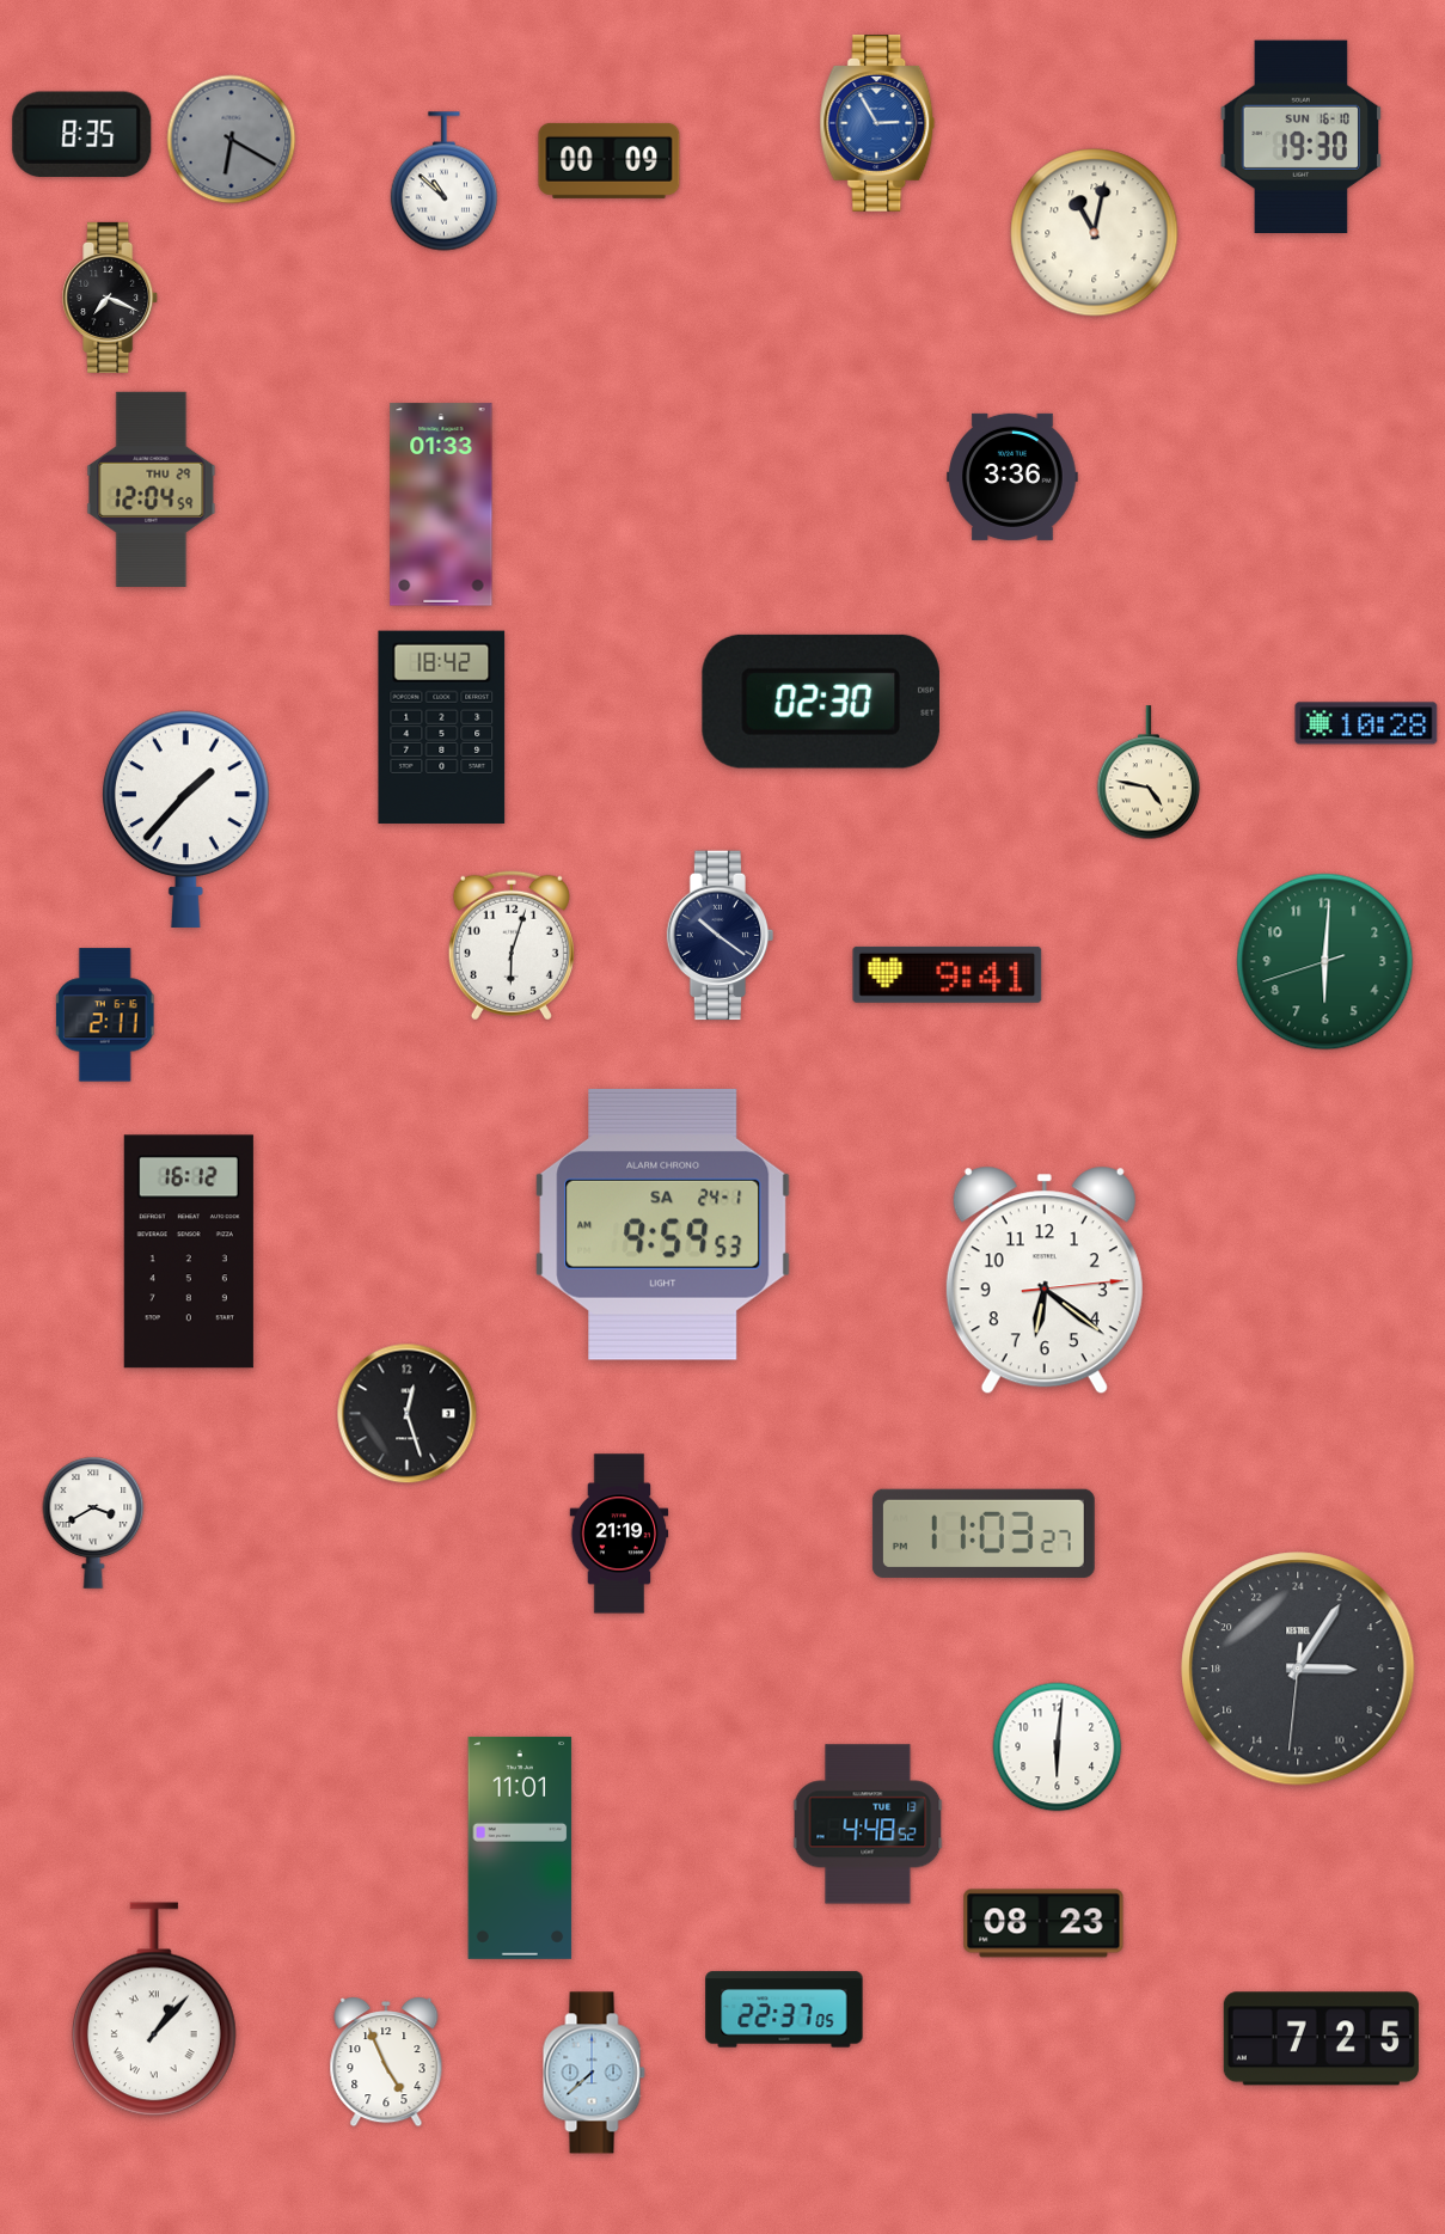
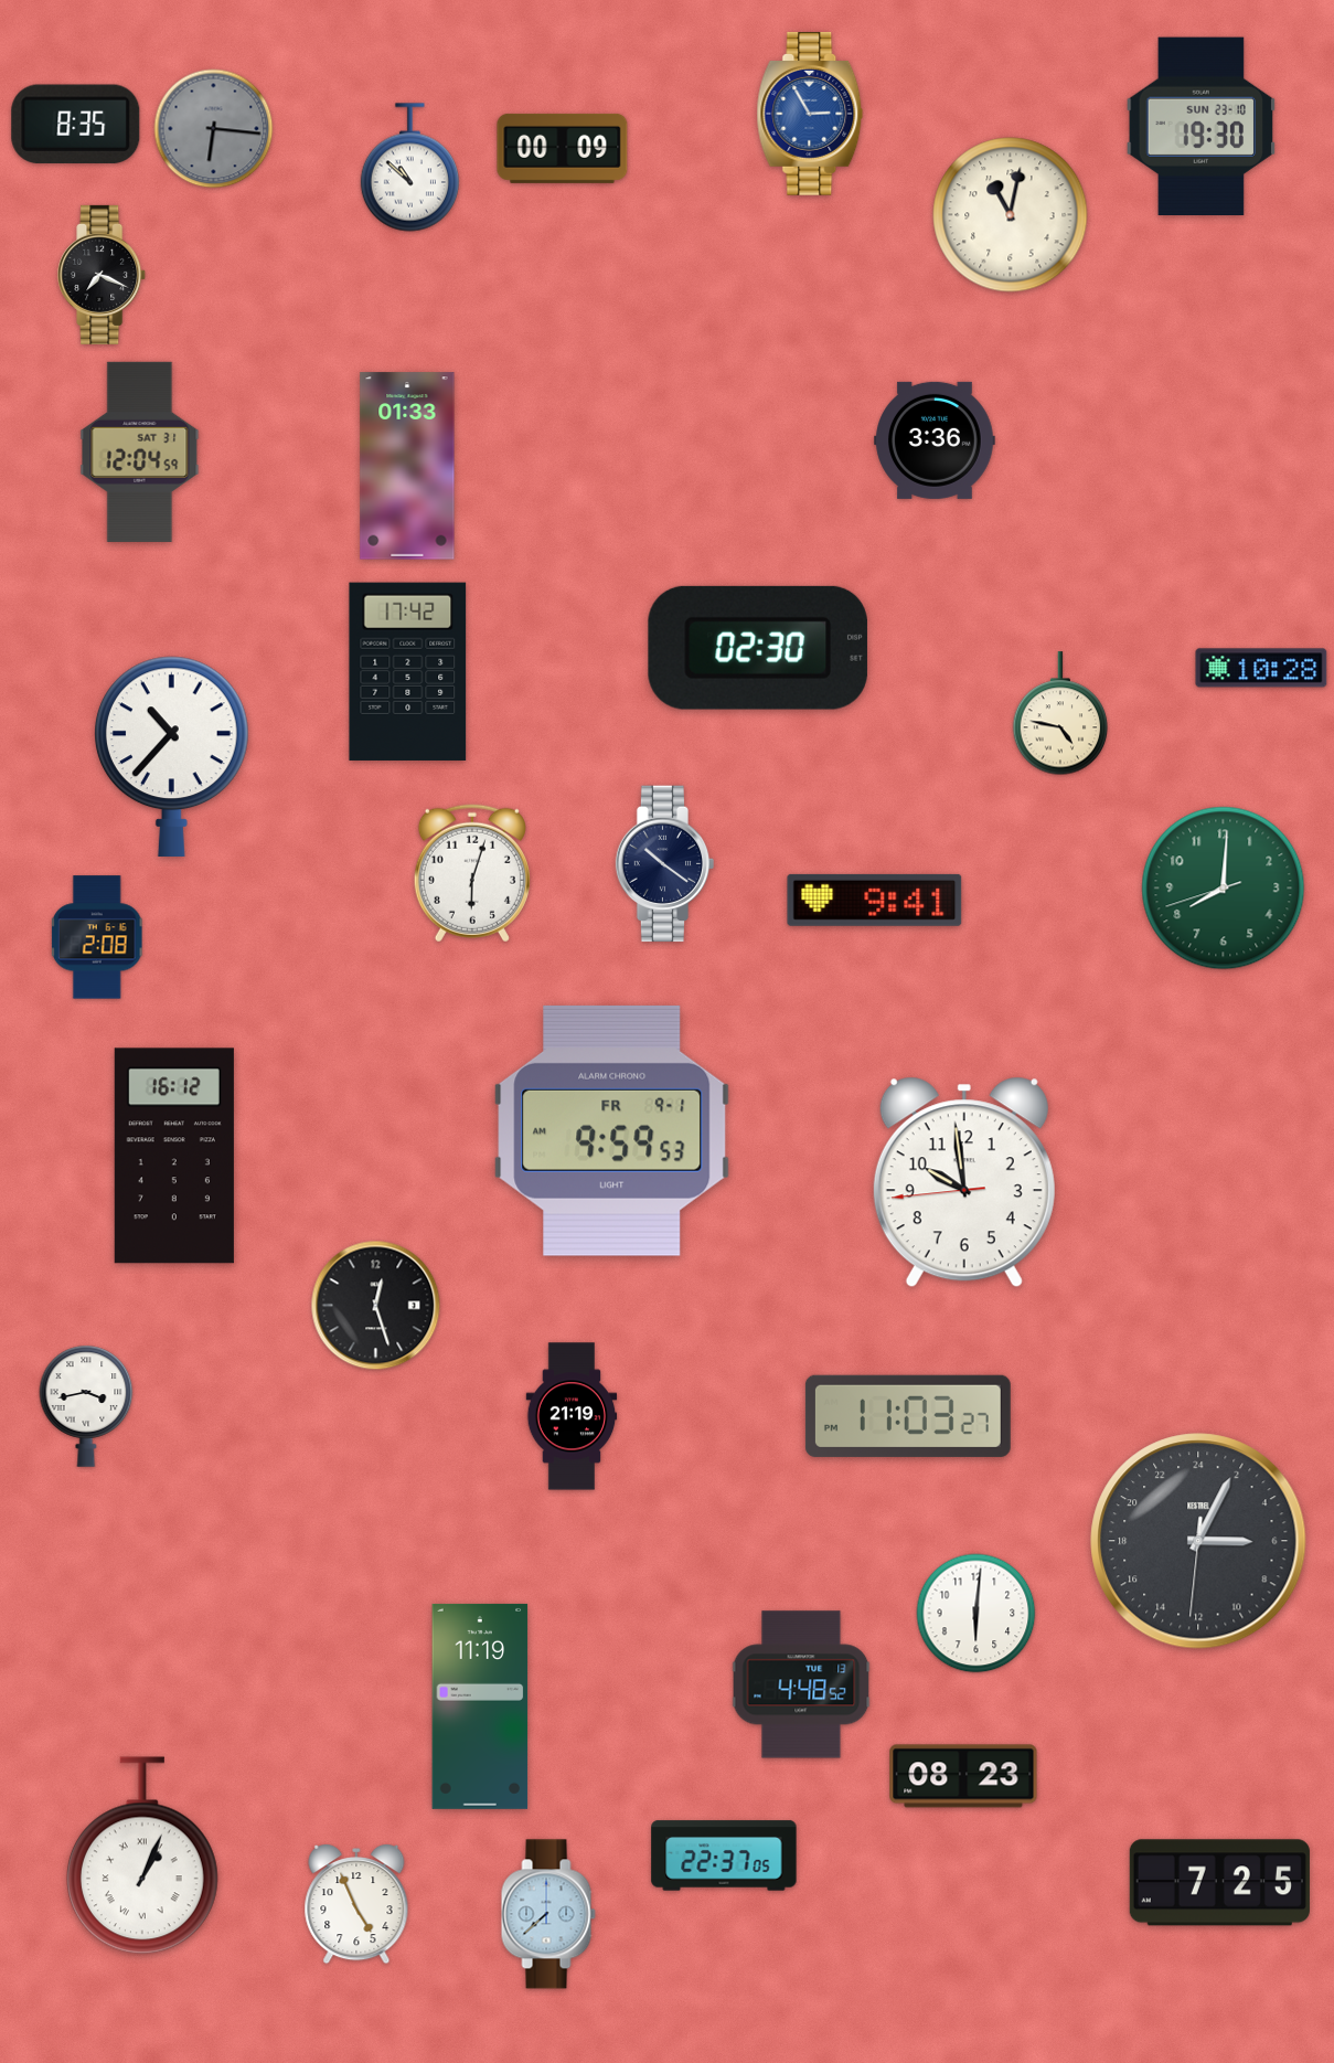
clock at (1302, 136) date: SUN 16-10 -> SUN 23-10
clock at (232, 140): 6:20 -> 6:16
clock at (152, 489) date: THU 29 -> SAT 31
clock at (442, 727): 18:42 -> 17:42
clock at (185, 819): 1:37 -> 10:37
clock at (1325, 962): 6:00 -> 8:00
clock at (105, 1015): 2:11 -> 2:08
clock at (663, 1224) date: SA 24-1 -> FR 9-1
clock at (1045, 1280): 6:21 -> 9:58
clock at (93, 1523): 3:40 -> 3:43
clock at (1298, 1669): 6:05 -> 6:04
clock at (520, 1848): 11:01 -> 11:19
clock at (154, 2009): 1:07 -> 1:04
